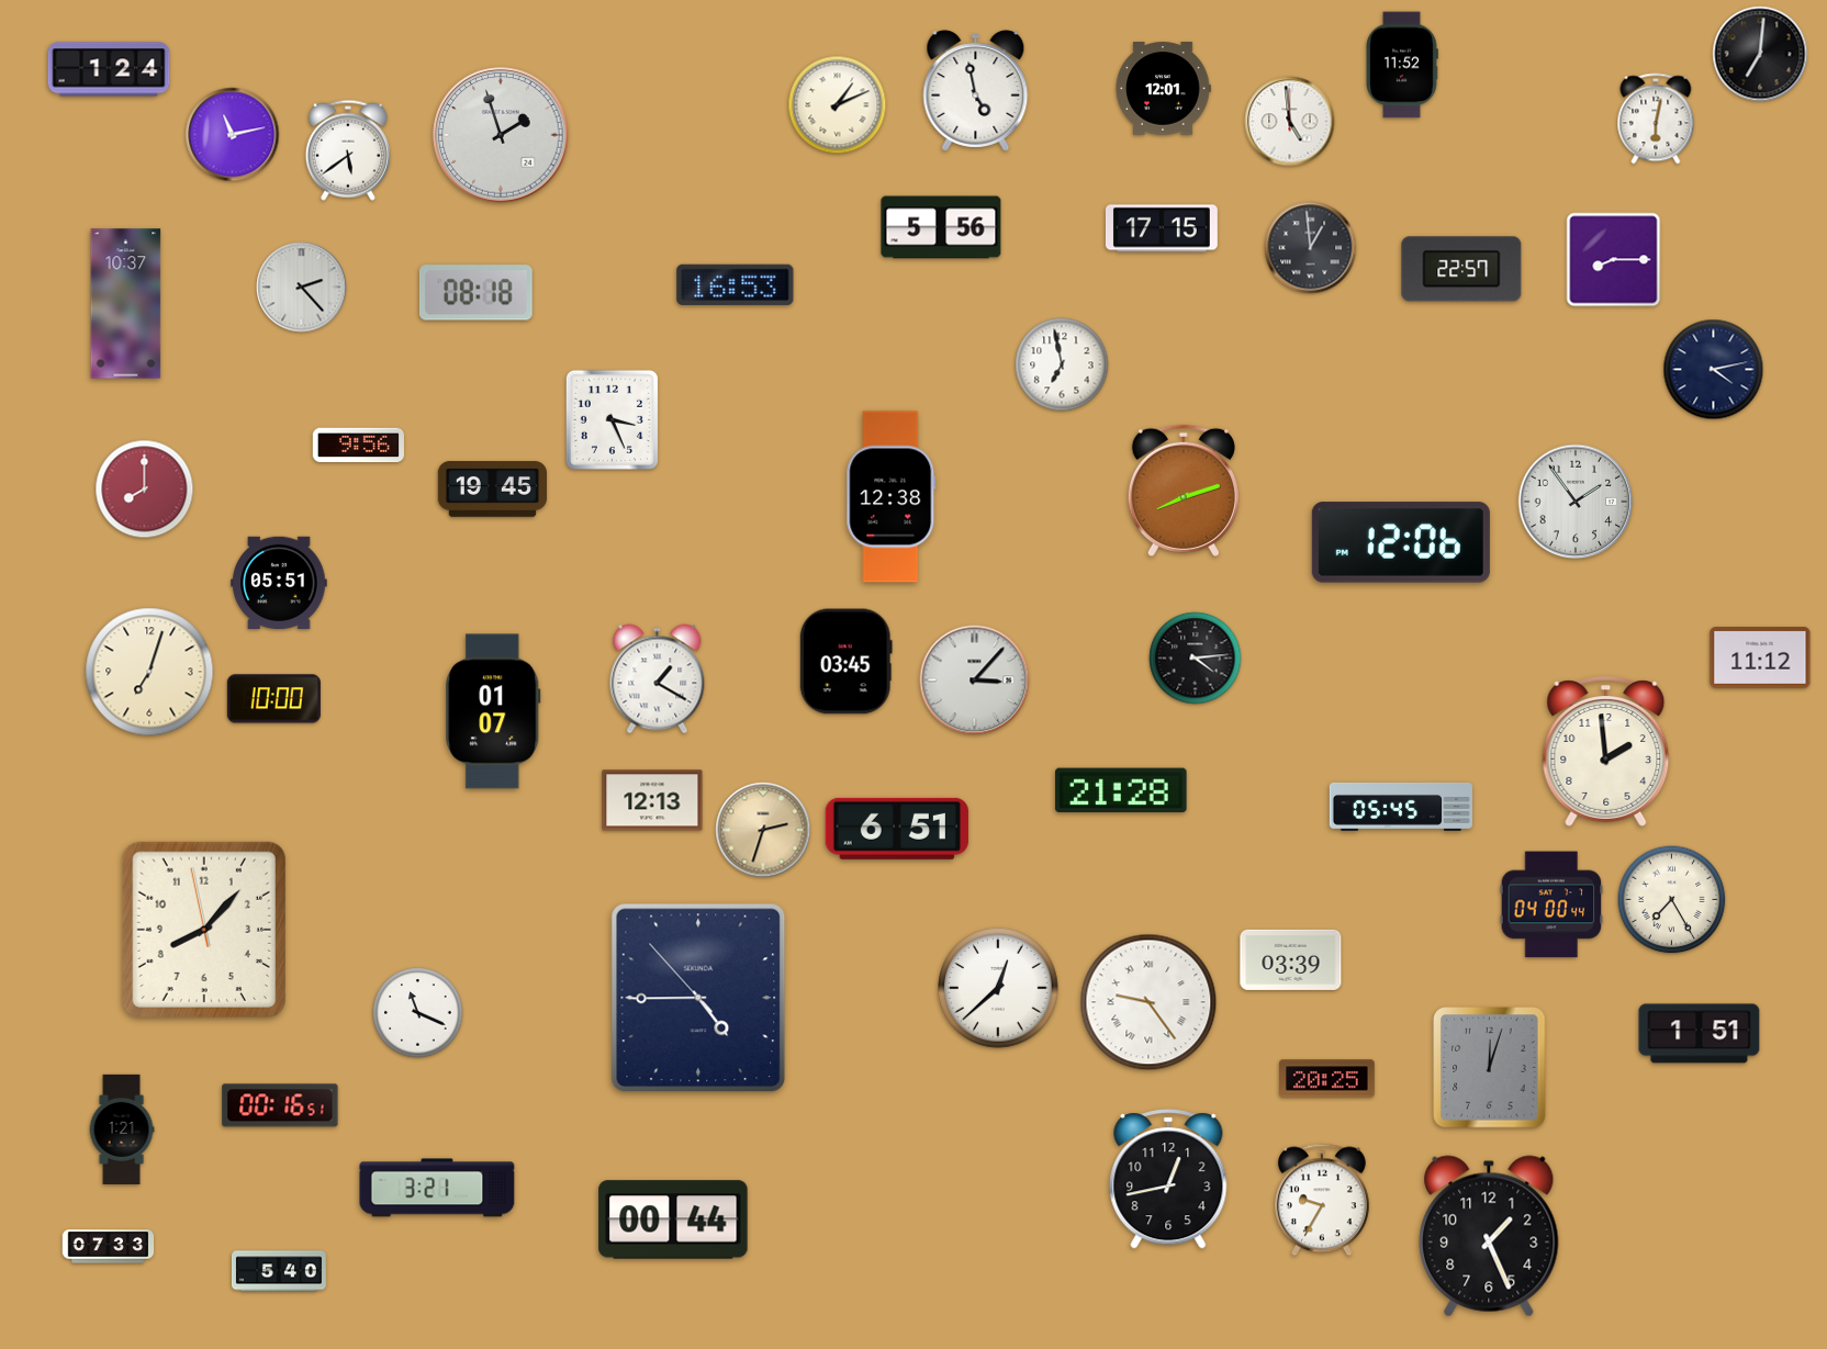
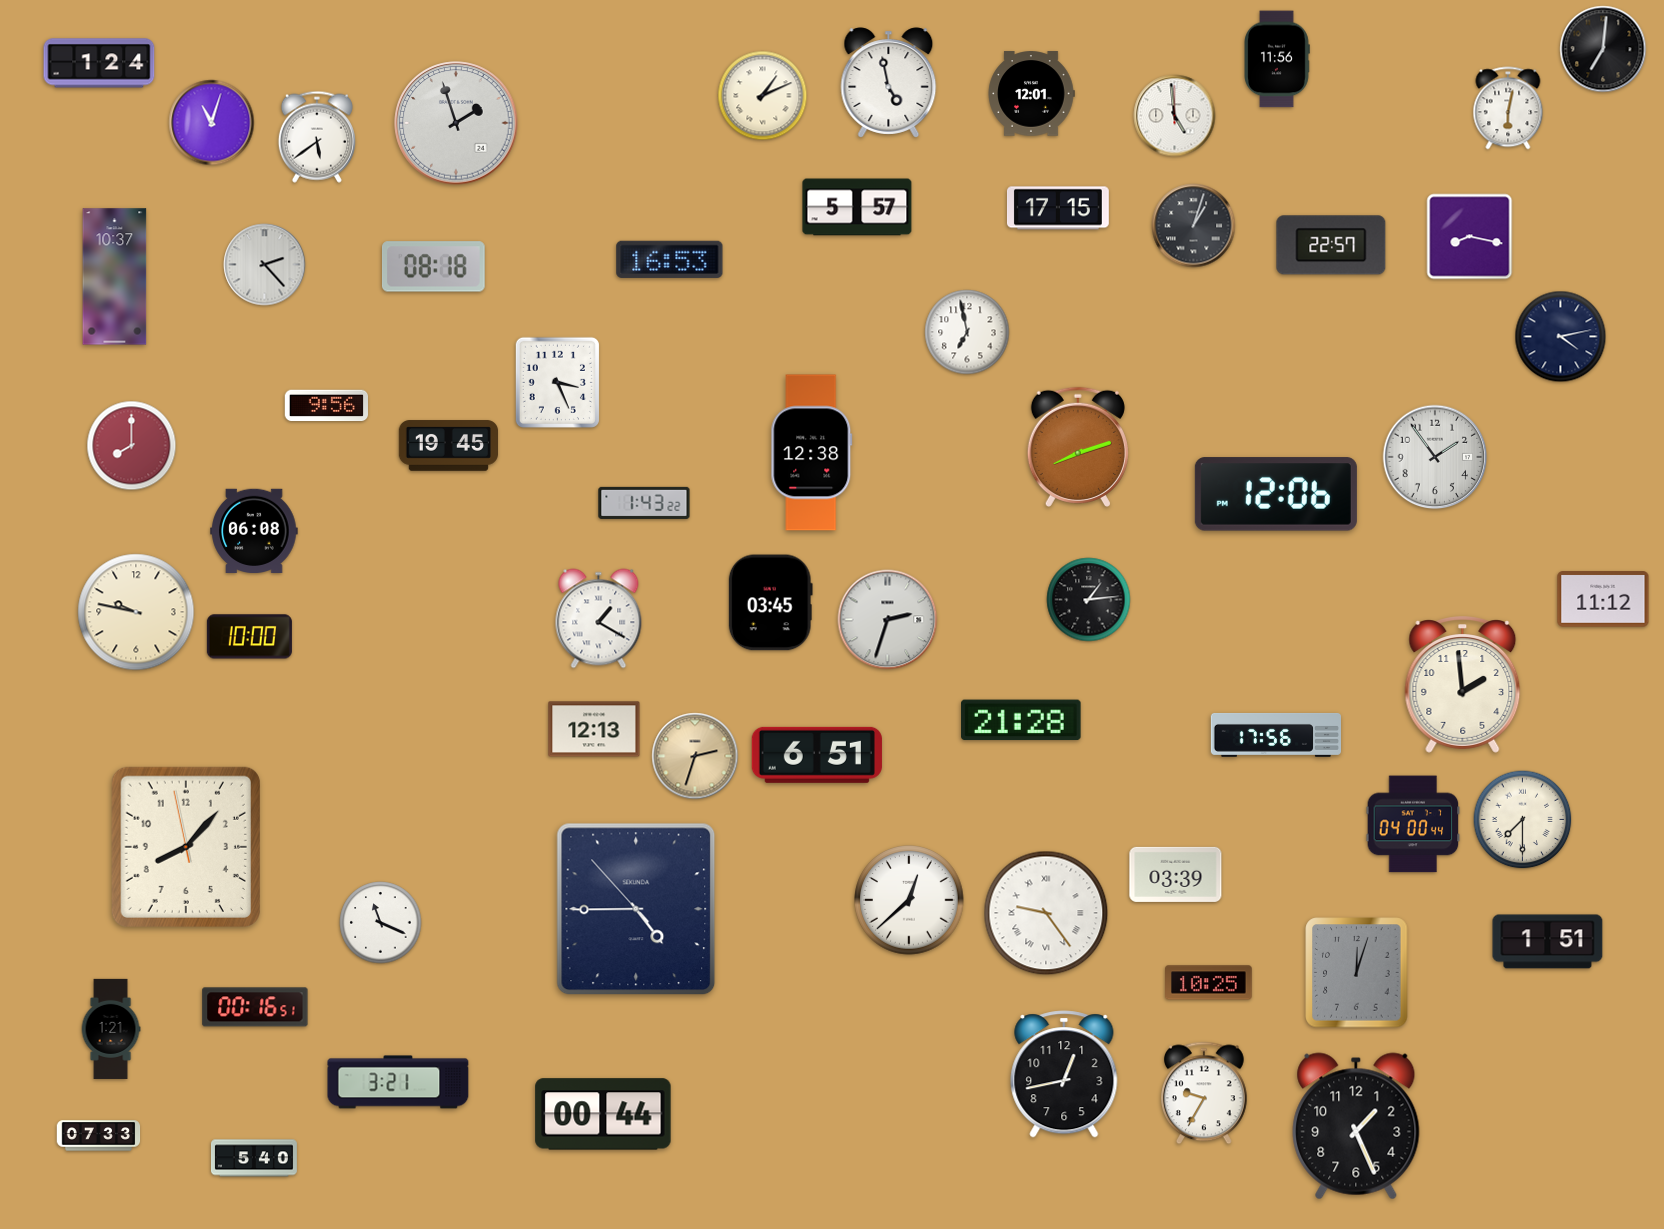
clock at (1402, 65): 11:52 -> 11:56
clock at (1163, 89) position: (1163, 89) -> (1031, 94)
clock at (1290, 122) position: (1290, 122) -> (1175, 116)
clock at (233, 135): 11:13 -> 11:03
clock at (941, 227): 5:56 -> 5:57
clock at (1311, 248): 12:59 -> 1:03
clock at (1614, 260): 8:15 -> 8:17
clock at (302, 288) position: (302, 288) -> (265, 265)
clock at (644, 503): none -> 1:43
clock at (279, 582): 05:51 -> 06:08
clock at (1196, 659): 4:14 -> 1:14
clock at (149, 672): 7:03 -> 9:47
clock at (975, 681): 3:07 -> 2:33
clock at (493, 711): 01:07 -> none
clock at (1400, 807): 05:45 -> 17:56
clock at (1672, 900): 7:25 -> 7:30
clock at (1327, 1079): 20:25 -> 10:25
clock at (673, 1219) position: (673, 1219) -> (603, 1114)
